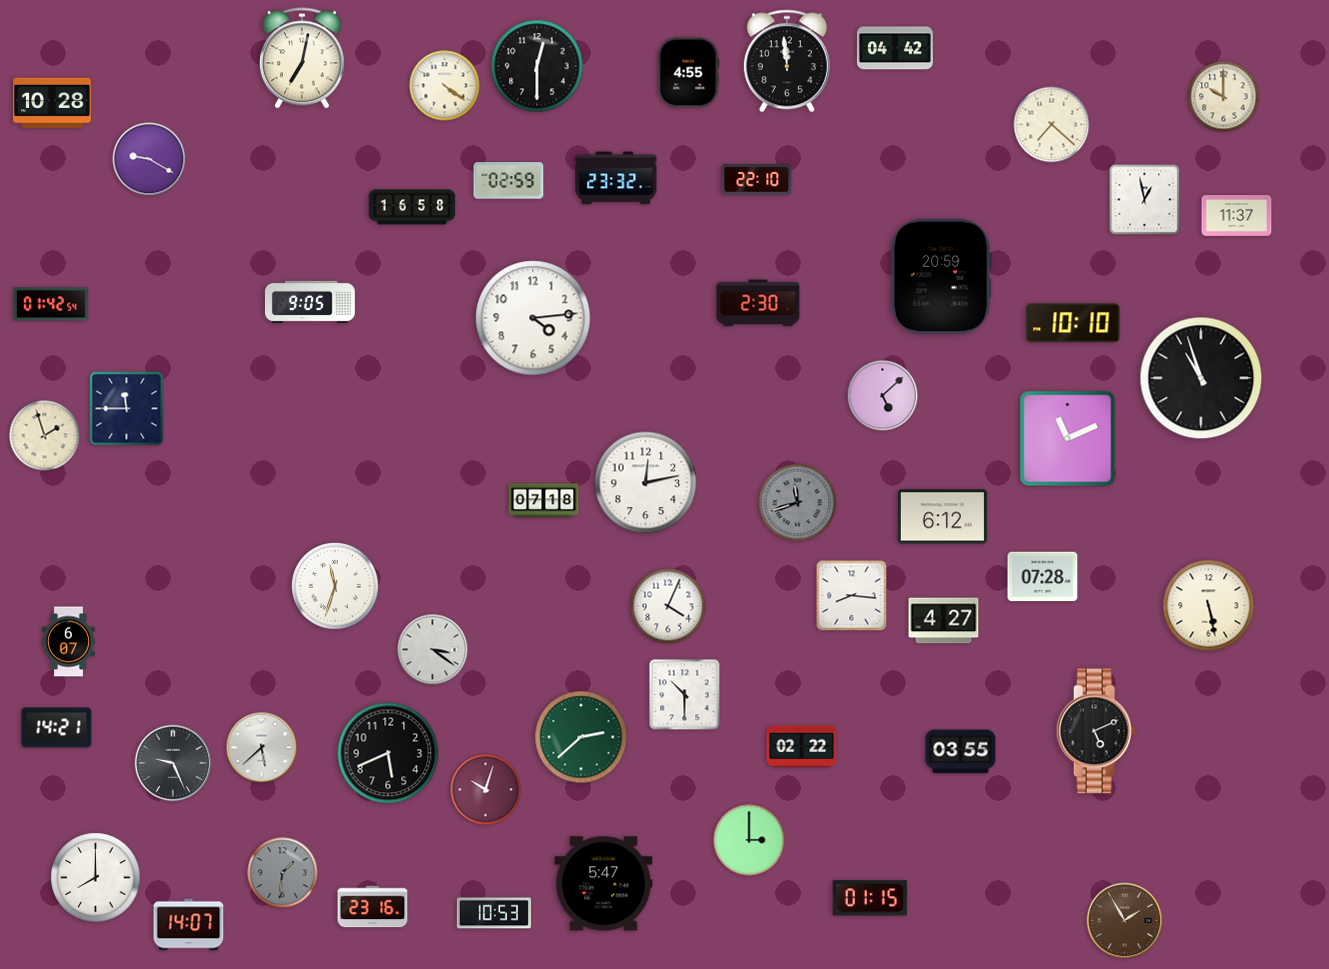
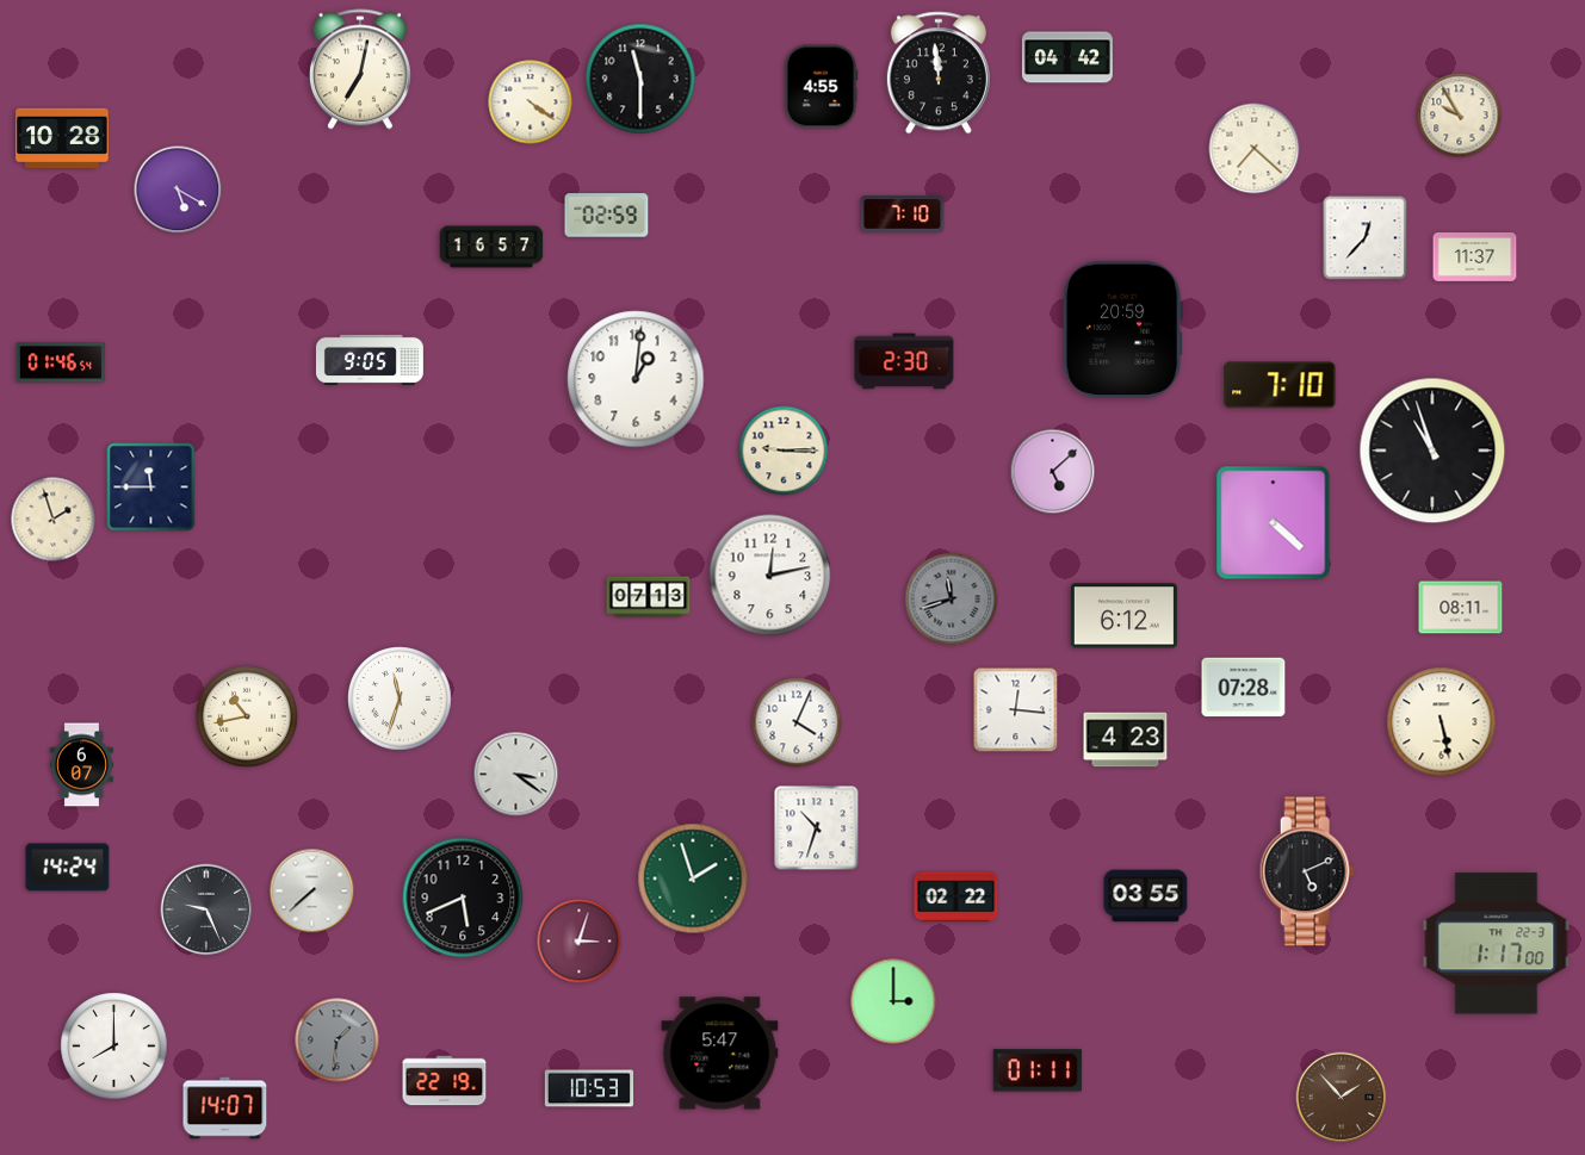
clock at (537, 66): 12:30 -> 11:30
clock at (1224, 97): 10:00 -> 9:55
clock at (52, 103) position: (52, 103) -> (62, 138)
clock at (149, 159): 9:20 -> 5:20
clock at (616, 178): 23:32 -> none
clock at (757, 180): 22:10 -> 7:10
clock at (1145, 200): 12:58 -> 12:37
clock at (412, 207): 16:58 -> 16:57
clock at (50, 304): 01:42 -> 01:46
clock at (533, 318): 4:14 -> 1:01
clock at (1073, 323): 10:10 -> 7:10
clock at (784, 451): none -> 9:15
clock at (1068, 439): 11:11 -> 4:22
clock at (544, 501): 07:18 -> 07:13
clock at (1461, 608): none -> 08:11
clock at (852, 596): 8:16 -> 12:16
clock at (247, 716): none -> 10:43
clock at (944, 621): 4:27 -> 4:23
clock at (685, 695): 10:30 -> 10:33
clock at (57, 728): 14:21 -> 14:24
clock at (581, 737): 2:38 -> 1:57
clock at (802, 747) position: (802, 747) -> (956, 898)
clock at (262, 748): 5:38 -> 7:38
clock at (486, 790): 10:03 -> 3:03
clock at (1497, 944): none -> 1:17
clock at (870, 898): 01:15 -> 01:11
clock at (373, 907): 23:16 -> 22:19
clock at (1125, 921): 1:55 -> 1:53
clock at (189, 925) position: (189, 925) -> (225, 1109)
